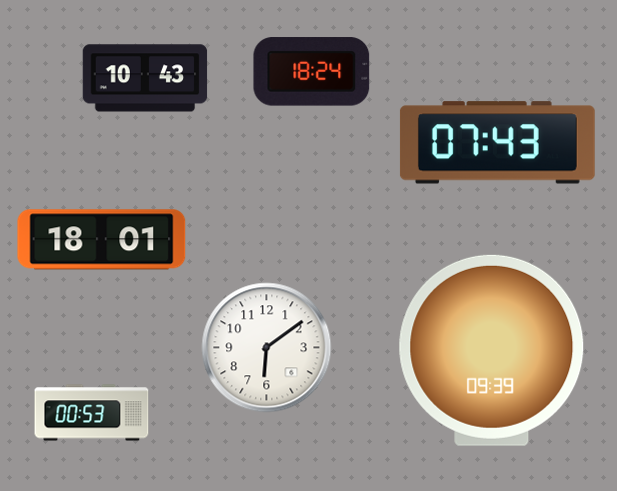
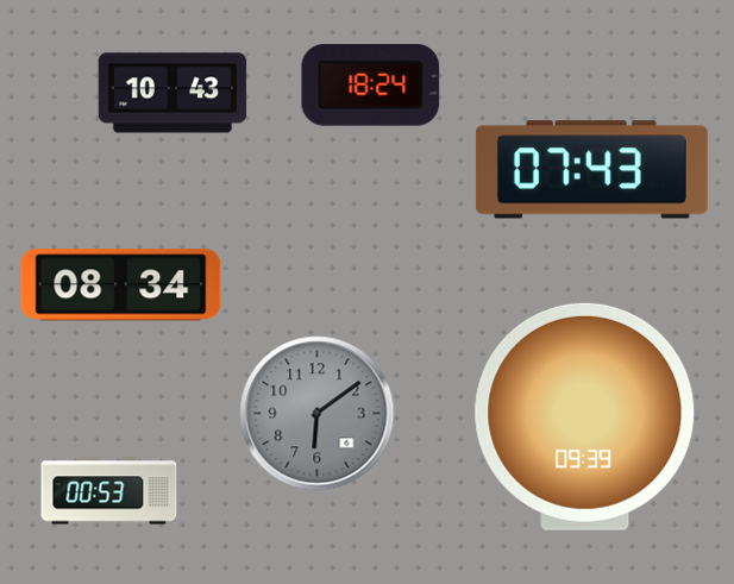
clock at (102, 240): 18:01 -> 08:34
clock at (267, 348) dial: white -> grey
